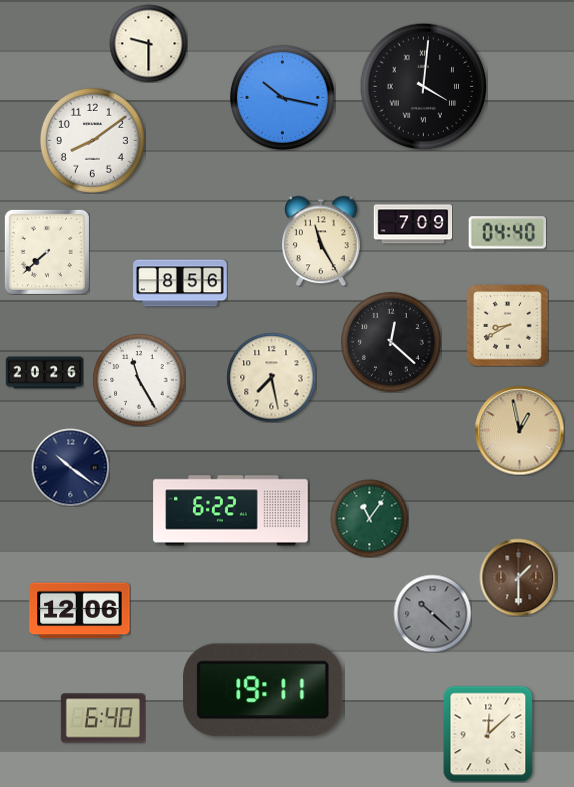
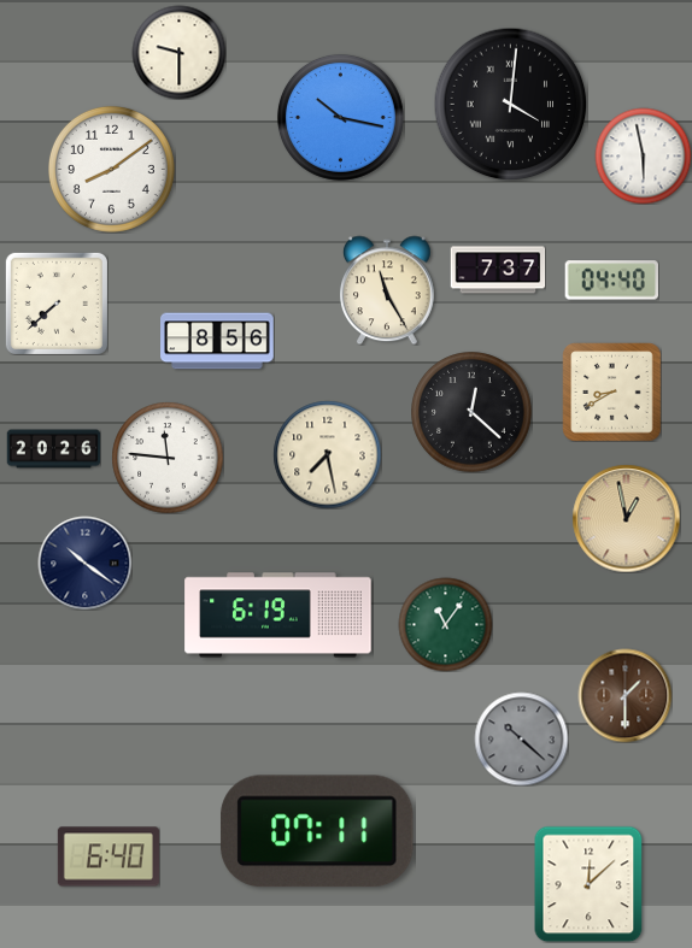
clock at (643, 155): none -> 5:58
clock at (413, 224): 7:09 -> 7:37
clock at (139, 380): 11:25 -> 11:46
clock at (231, 511): 6:22 -> 6:19
clock at (80, 611): 12:06 -> none
clock at (264, 690): 19:11 -> 07:11
clock at (103, 718) position: (103, 718) -> (109, 856)
